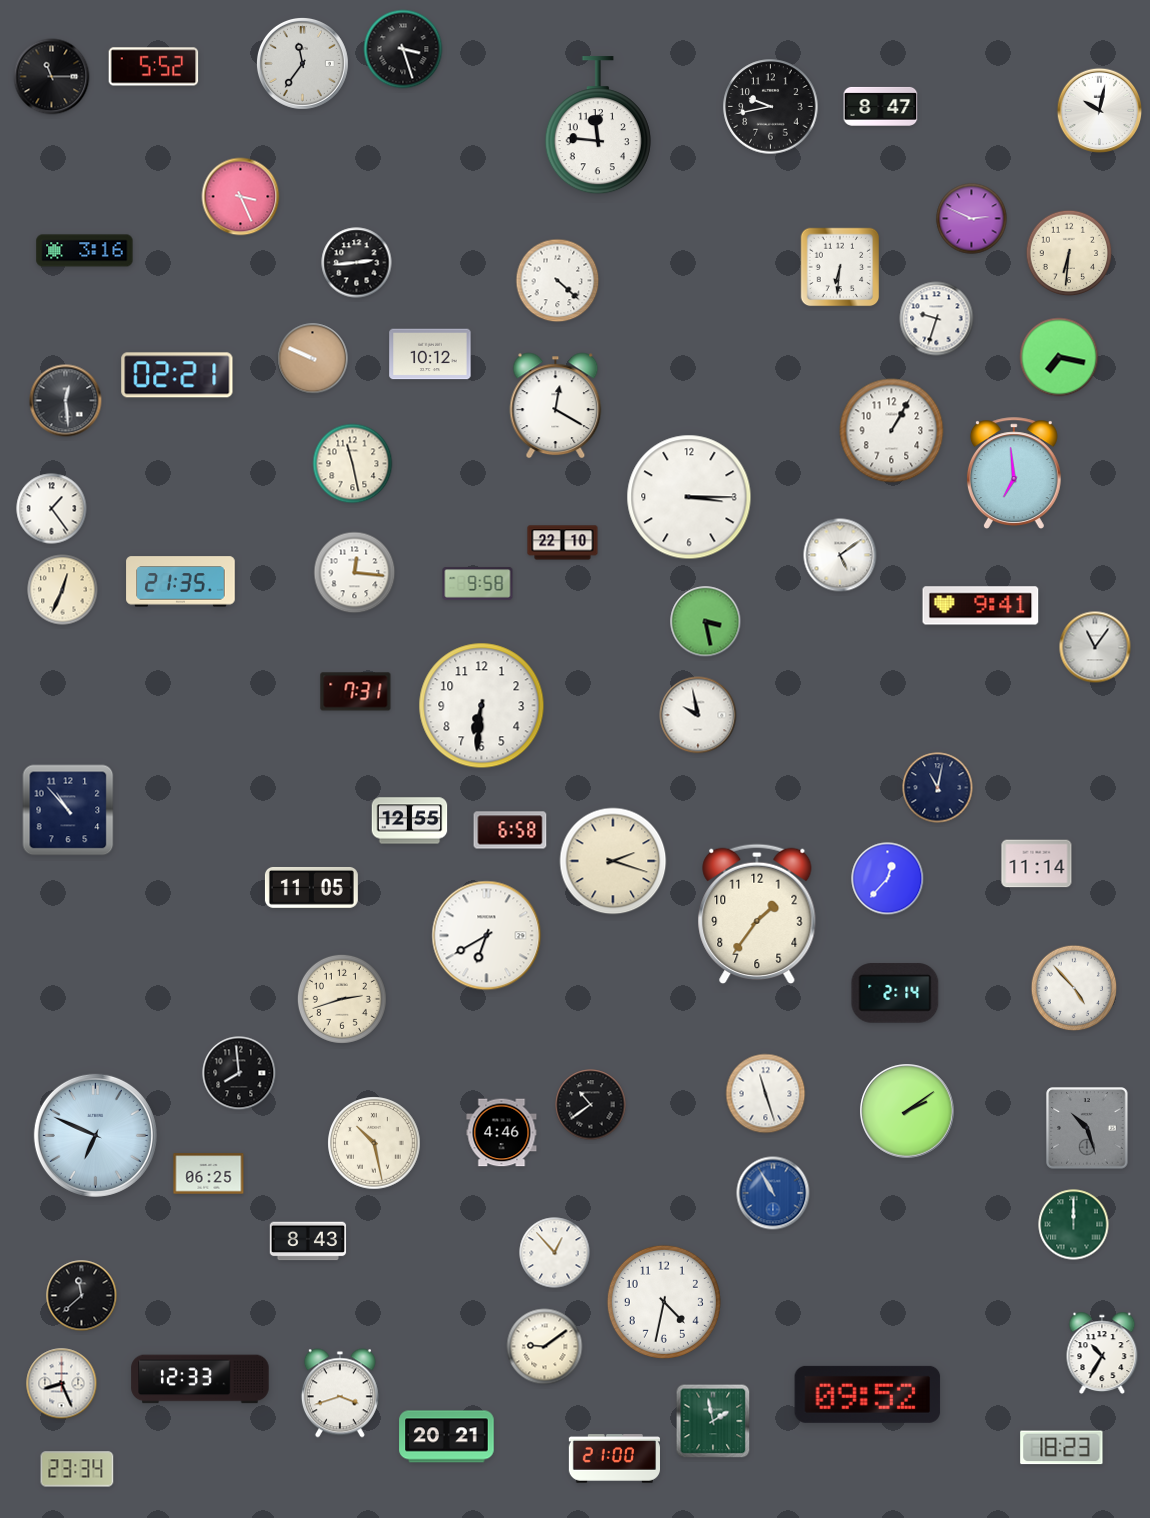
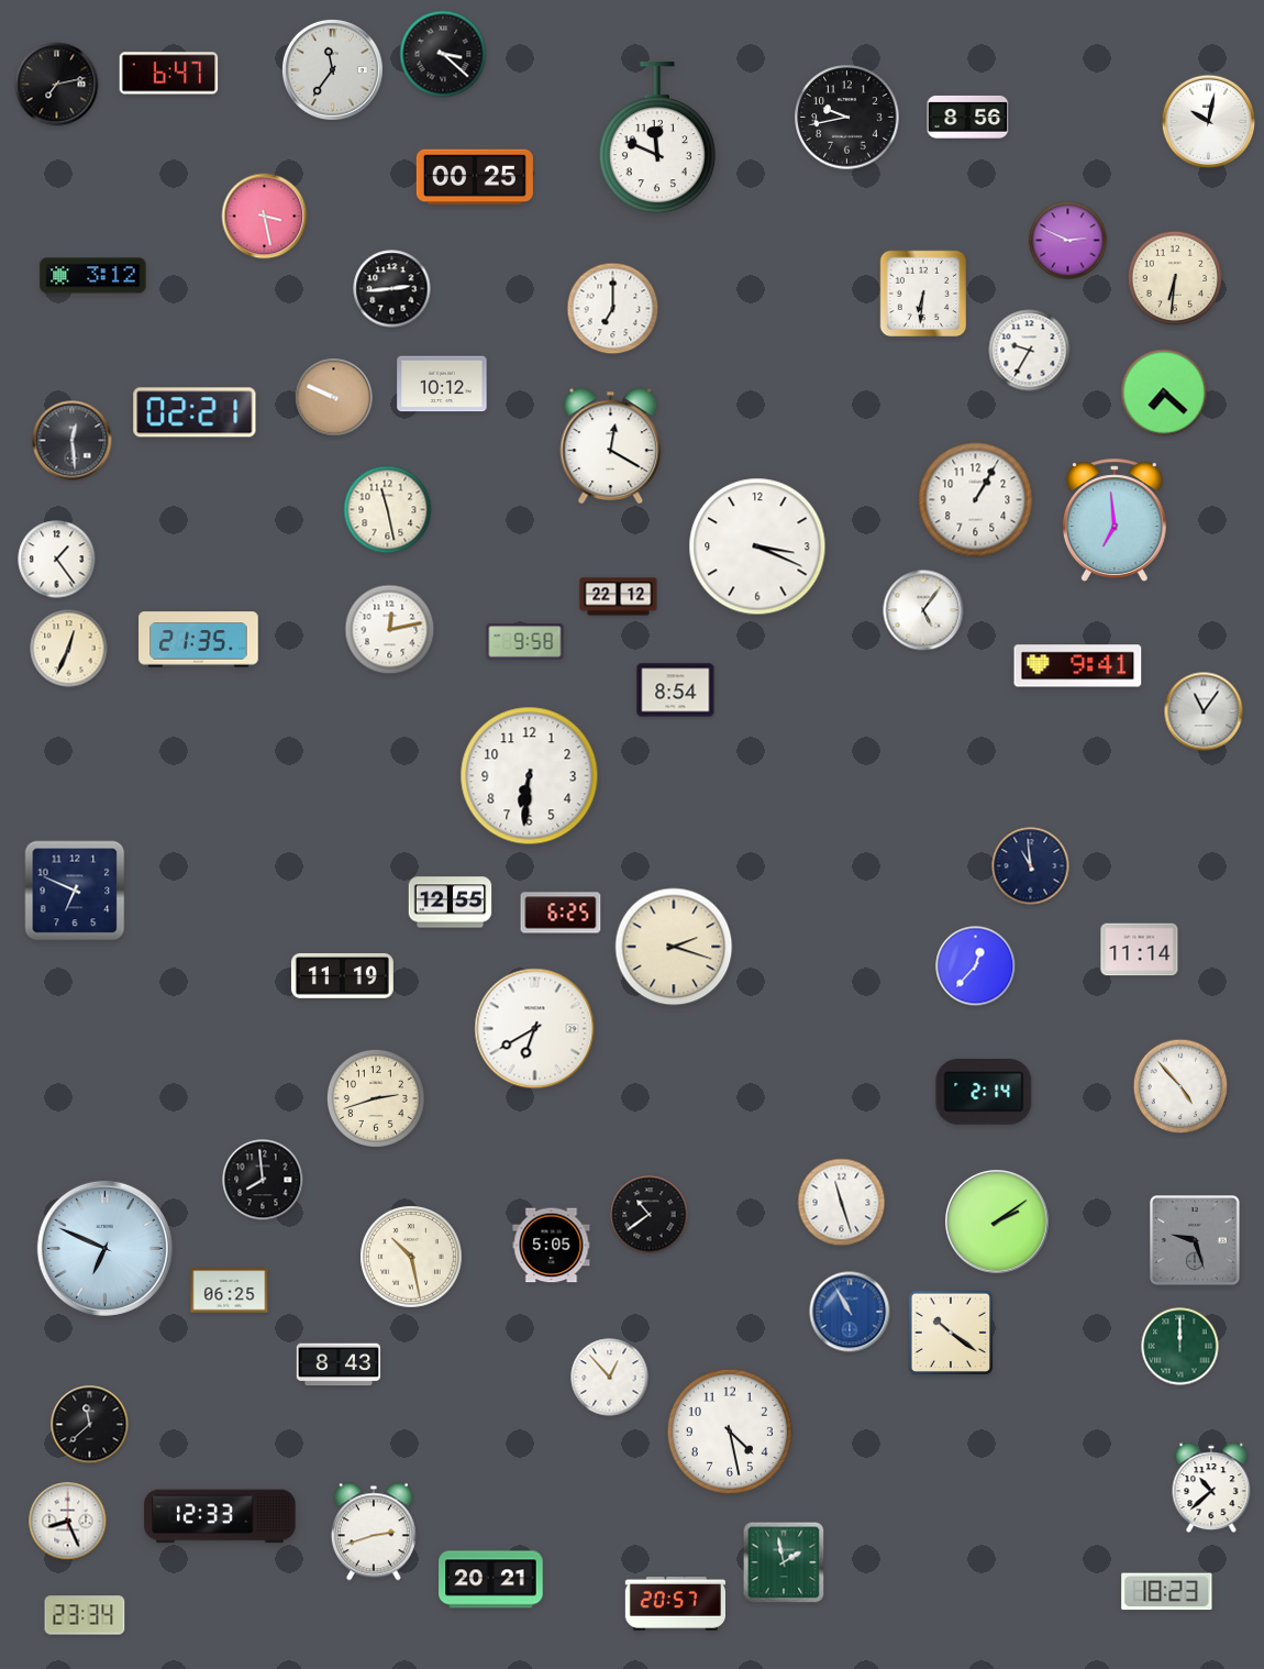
clock at (403, 49): 3:27 -> 3:22
clock at (154, 67): 5:52 -> 6:47
clock at (52, 77): 11:15 -> 7:13
clock at (881, 106): 8:47 -> 8:56
clock at (598, 126): 11:46 -> 11:49
clock at (475, 177): none -> 00:25
clock at (241, 197): 3:26 -> 3:28
clock at (85, 251): 3:16 -> 3:12
clock at (558, 281): 4:22 -> 7:00
clock at (937, 319): 9:33 -> 9:35
clock at (430, 354) position: (430, 354) -> (442, 384)
clock at (1059, 357): 7:17 -> 7:22
clock at (313, 359) position: (313, 359) -> (334, 398)
clock at (892, 431) position: (892, 431) -> (976, 500)
clock at (689, 497): 3:15 -> 3:19
clock at (563, 543): 22:10 -> 22:12
clock at (840, 555): 5:09 -> 5:06
clock at (355, 573): 12:16 -> 12:13
clock at (706, 622): 3:28 -> none
clock at (676, 690): none -> 8:54
clock at (356, 692): 7:31 -> none
clock at (698, 715): 9:58 -> none
clock at (938, 788): 11:02 -> 10:59
clock at (68, 810): 10:53 -> 6:49
clock at (510, 830): 6:58 -> 6:25
clock at (311, 887): 11:05 -> 11:19
clock at (757, 914): 1:36 -> none
clock at (1087, 1128): 10:27 -> 9:27
clock at (502, 1133): 4:46 -> 5:05
clock at (951, 1333): none -> 10:21
clock at (664, 1302): 4:32 -> 4:28
clock at (545, 1347): 9:09 -> none
clock at (1102, 1353): 10:35 -> 10:38
clock at (340, 1393): 3:42 -> 2:42
clock at (868, 1394): 09:52 -> none
clock at (614, 1459): 21:00 -> 20:57
